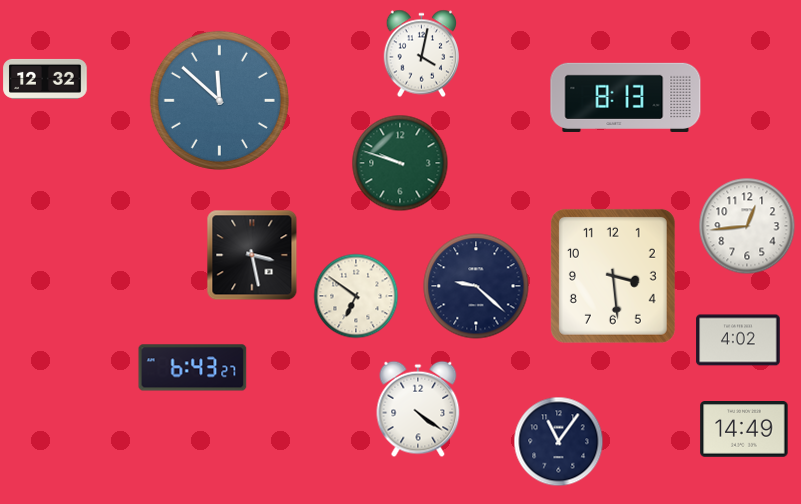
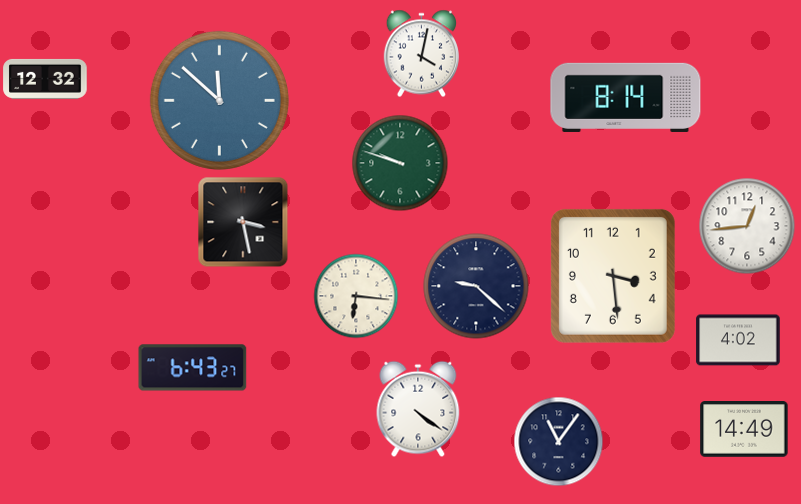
clock at (626, 97): 8:13 -> 8:14
clock at (252, 255) position: (252, 255) -> (243, 222)
clock at (356, 296): 6:51 -> 6:16
